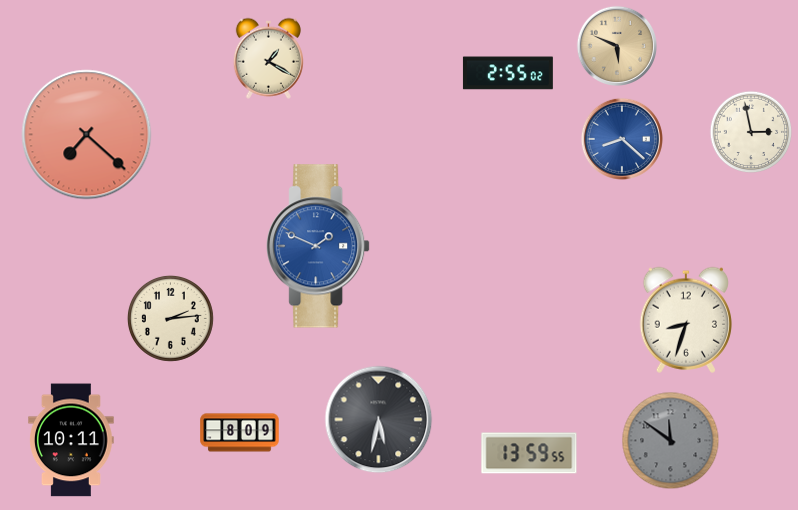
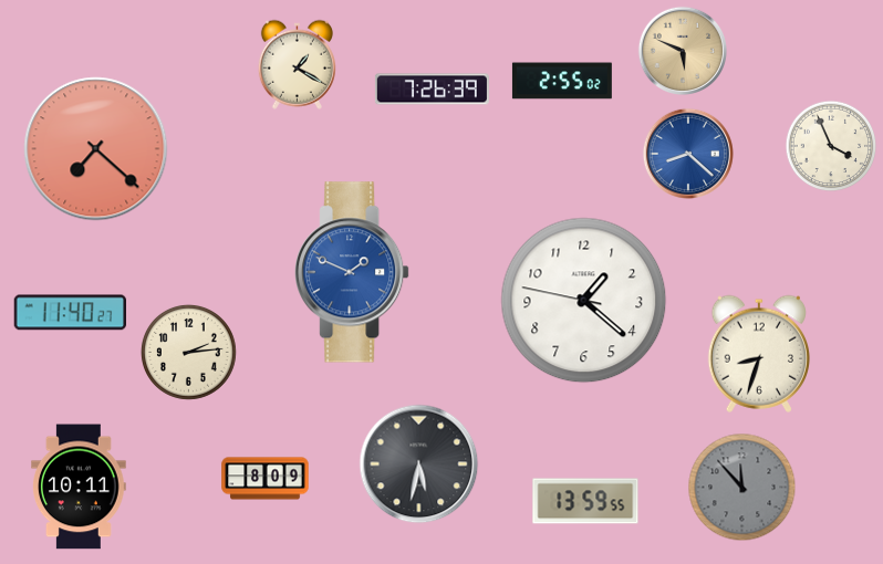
clock at (432, 90): none -> 7:26
clock at (751, 132): 2:58 -> 3:56
clock at (584, 301): none -> 1:21
clock at (70, 313): none -> 11:40
clock at (671, 441): 11:51 -> 11:53
